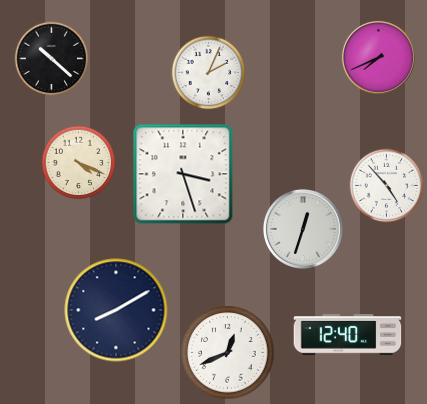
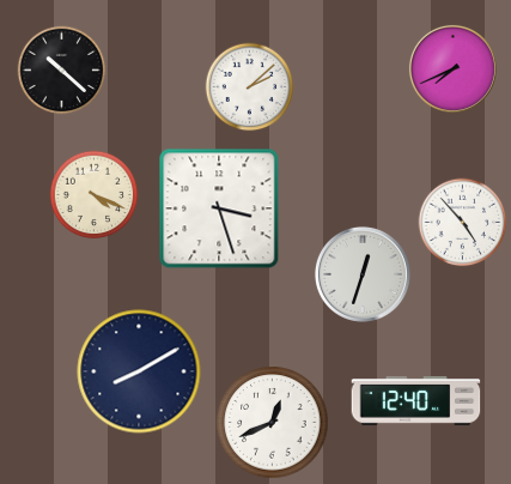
clock at (209, 73): 2:04 -> 2:08
